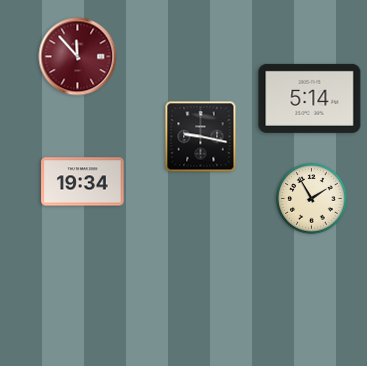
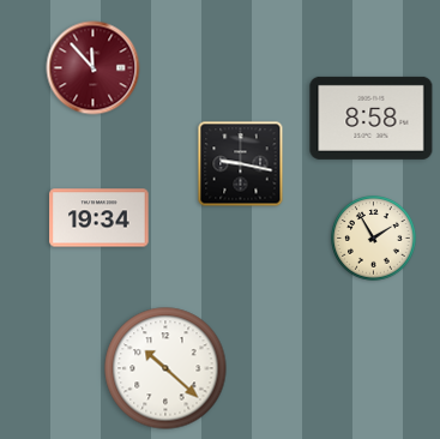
clock at (310, 98): 5:14 -> 8:58
clock at (165, 368): none -> 10:22
